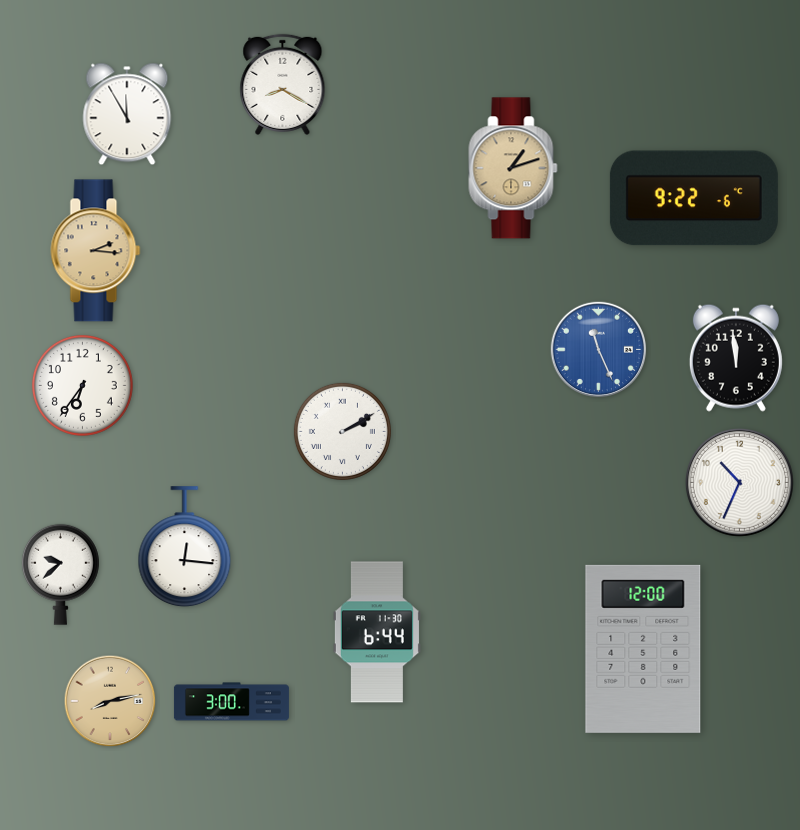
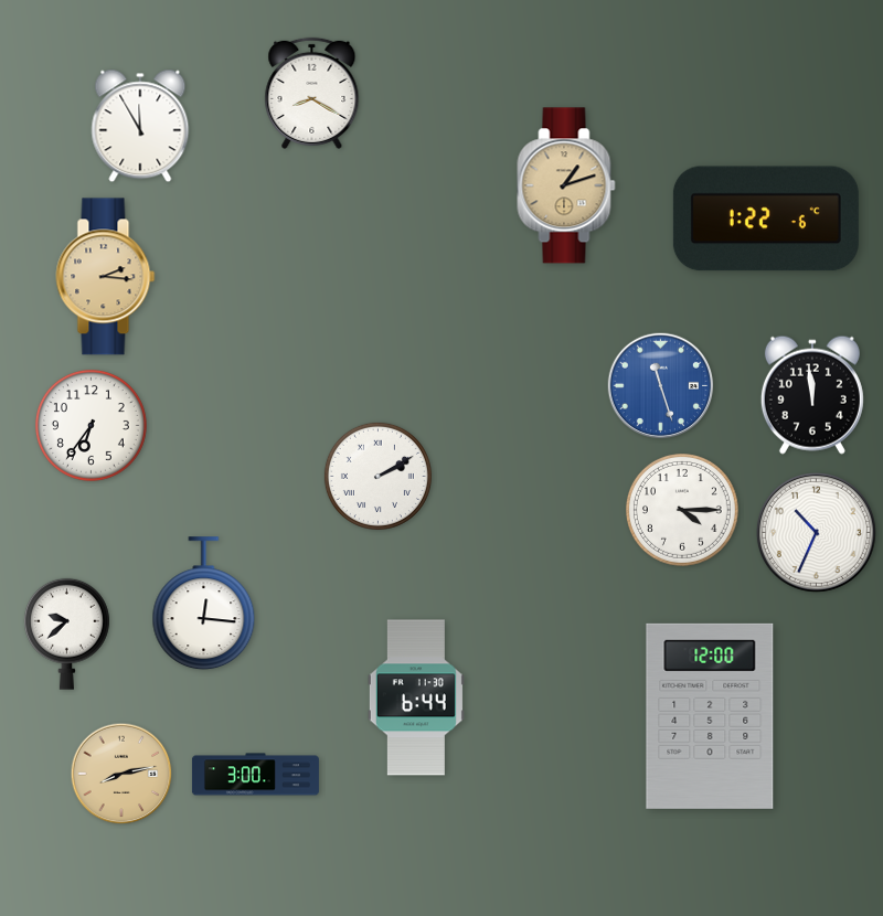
clock at (694, 198): 9:22 -> 1:22
clock at (599, 350): 11:26 -> 11:27
clock at (683, 511): none -> 4:15
